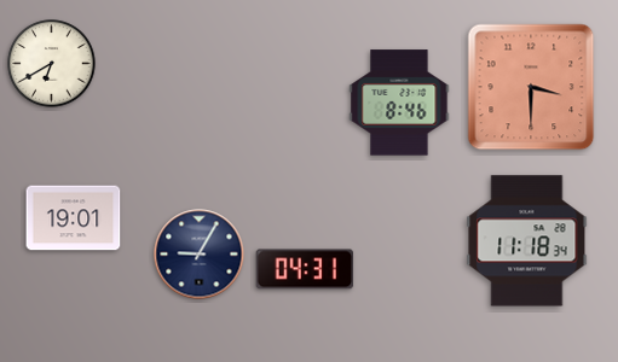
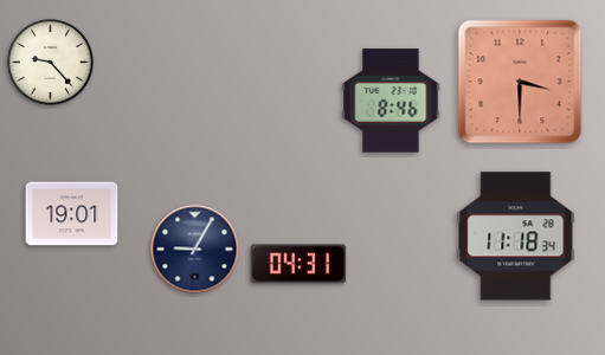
clock at (52, 64): 6:40 -> 9:23
clock at (531, 87) position: (531, 87) -> (520, 82)
